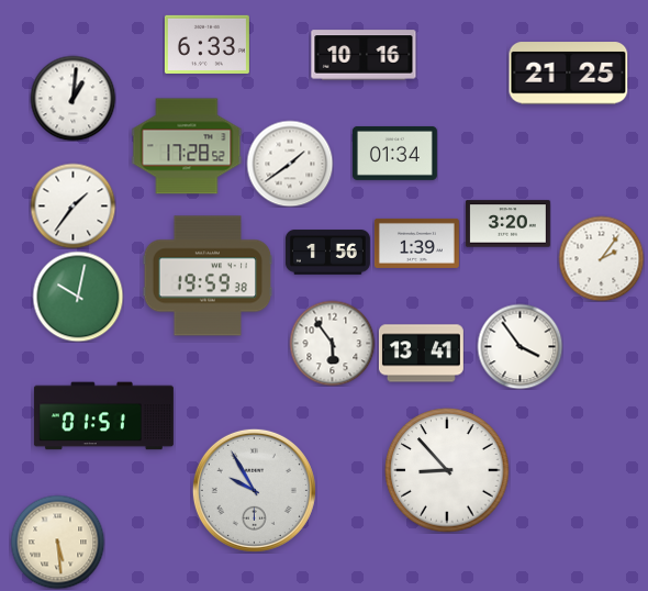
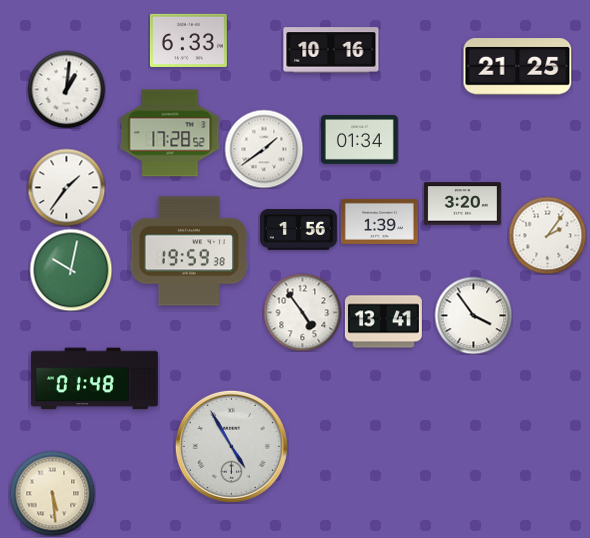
clock at (332, 343): 5:54 -> 4:54
clock at (103, 416): 01:51 -> 01:48
clock at (447, 470): 8:53 -> none
clock at (254, 490): 9:55 -> 4:55
